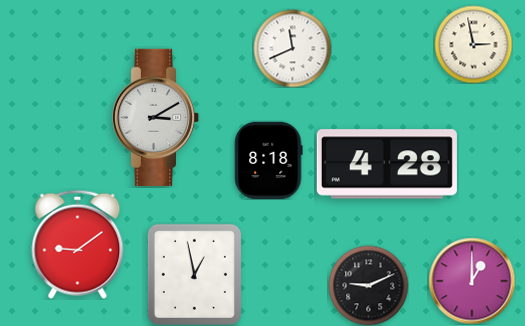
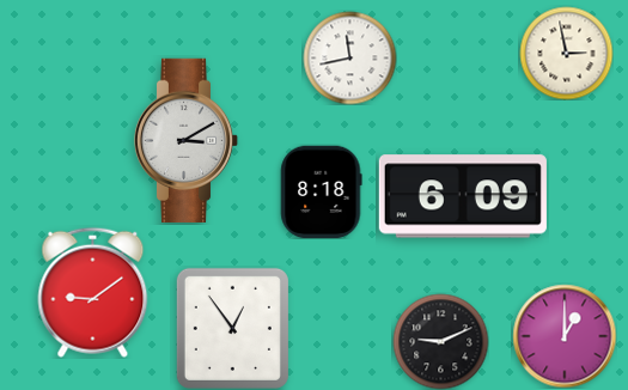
clock at (292, 48): 11:41 -> 11:43
clock at (387, 164): 4:28 -> 6:09
clock at (194, 274): 12:58 -> 12:54
